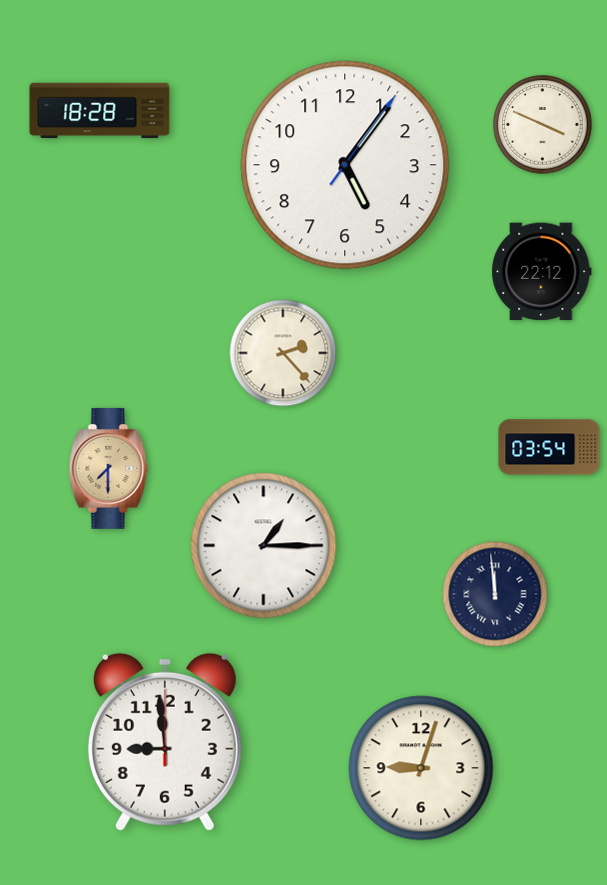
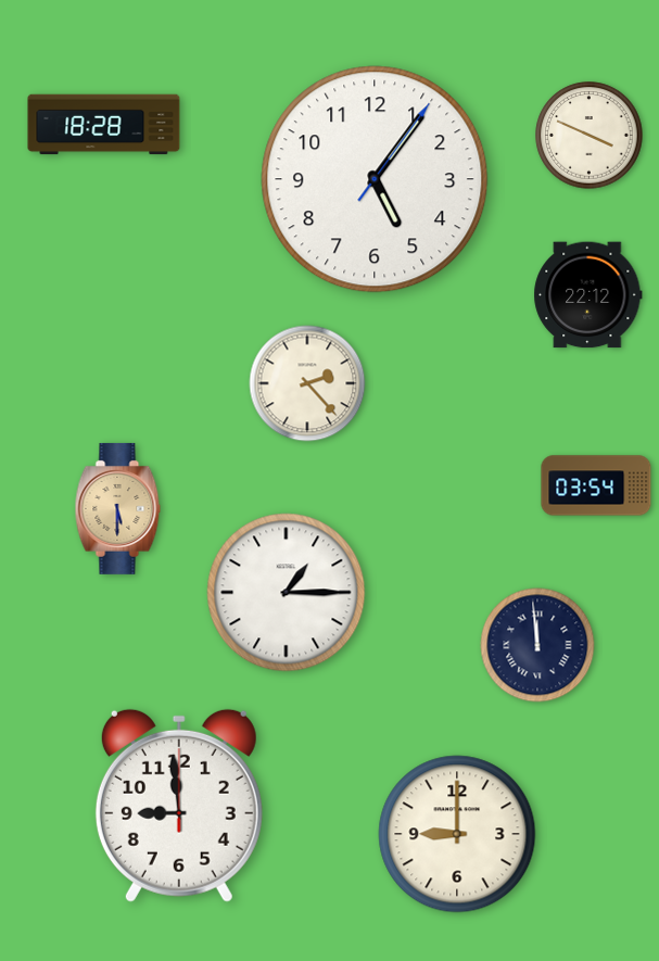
clock at (100, 111) position: (100, 111) -> (104, 125)
clock at (109, 468): 7:30 -> 5:30
clock at (421, 768): 9:03 -> 9:00
